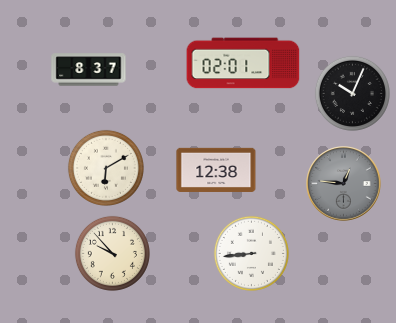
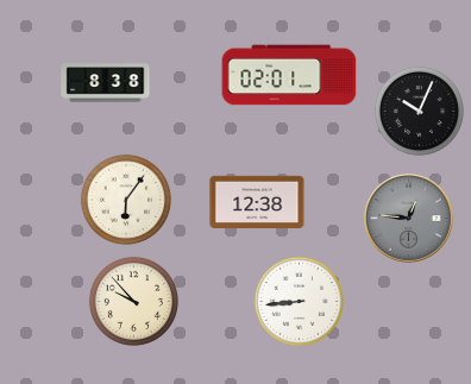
clock at (89, 70): 8:37 -> 8:38
clock at (106, 168): 6:10 -> 6:06
